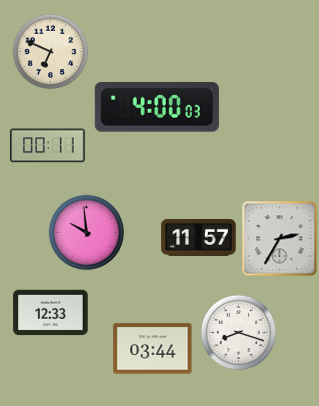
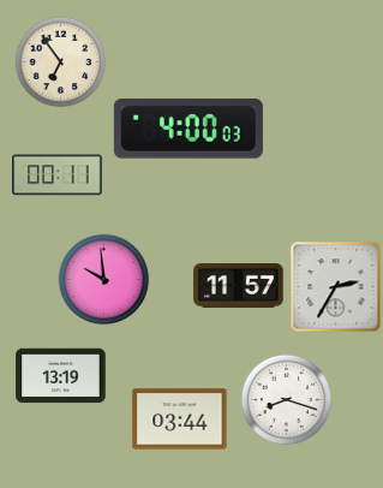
clock at (51, 52): 6:49 -> 6:54
clock at (51, 313): 12:33 -> 13:19
clock at (153, 349) position: (153, 349) -> (180, 419)
